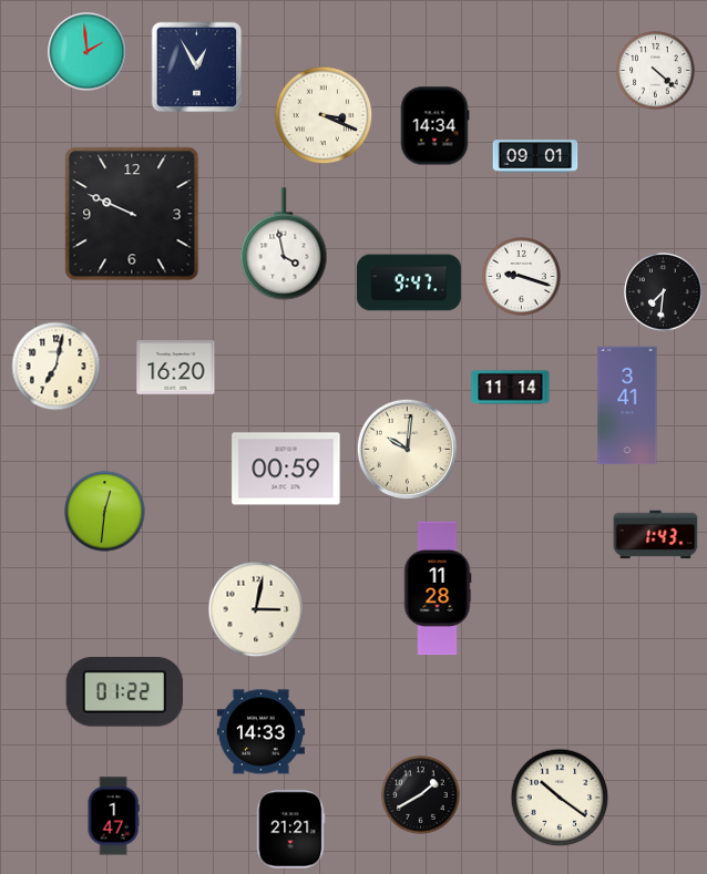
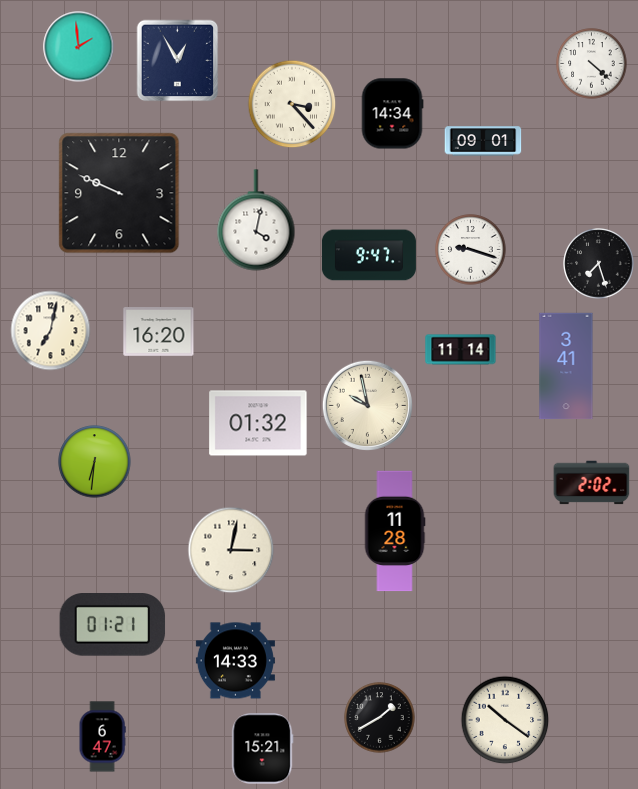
clock at (324, 115): 3:19 -> 3:23
clock at (284, 244): 3:58 -> 4:02
clock at (664, 292): 7:31 -> 7:27
clock at (407, 449): 10:01 -> 9:58
clock at (286, 469): 00:59 -> 01:32
clock at (105, 512): 12:31 -> 6:31
clock at (656, 535): 1:43 -> 2:02
clock at (125, 692): 01:22 -> 01:21
clock at (113, 816): 1:47 -> 6:47
clock at (291, 830): 21:21 -> 15:21
